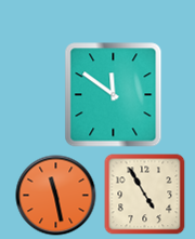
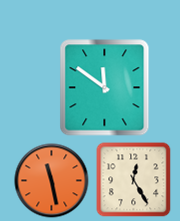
clock at (145, 195): 4:55 -> 12:25
